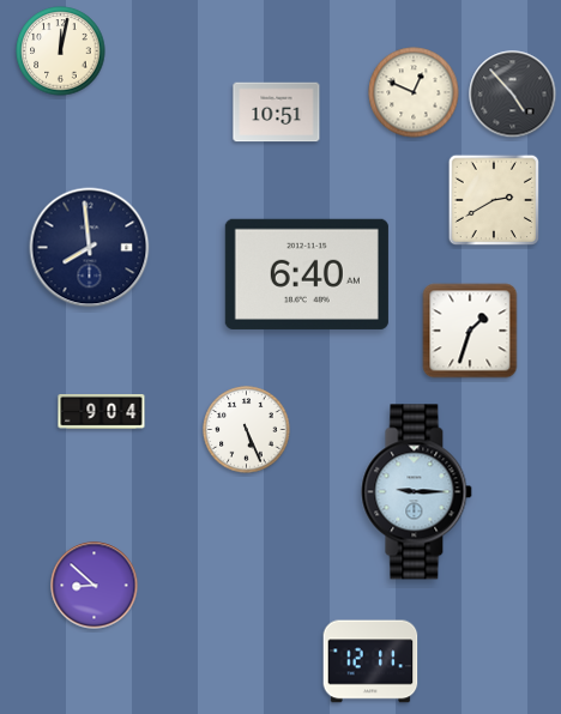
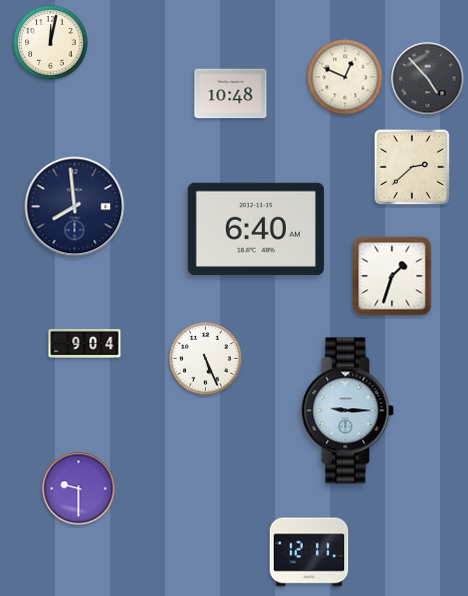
clock at (277, 113): 10:51 -> 10:48
clock at (494, 200): 2:40 -> 2:38
clock at (95, 586): 8:52 -> 9:30
